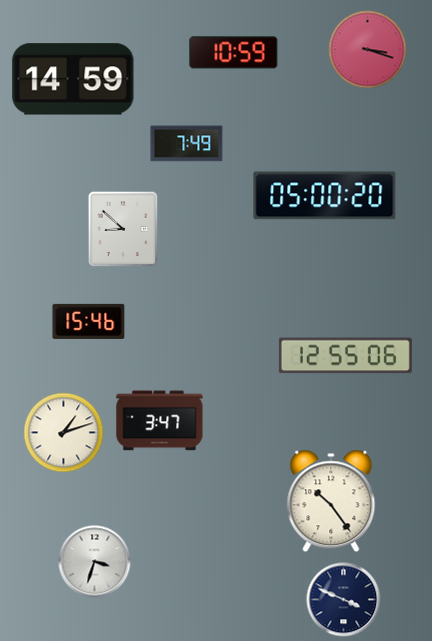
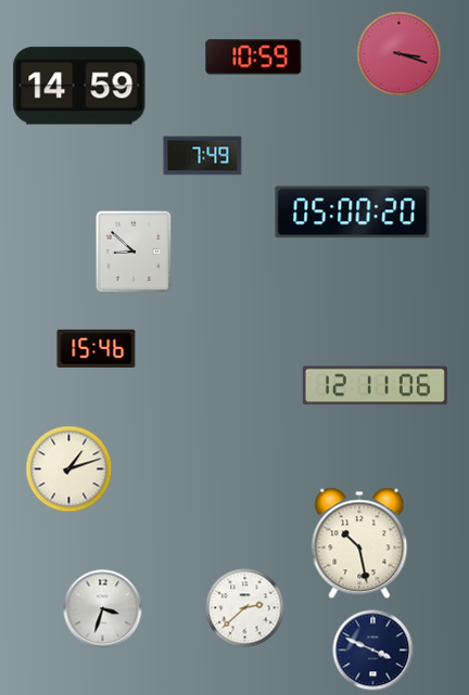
clock at (123, 229) position: (123, 229) -> (134, 252)
clock at (345, 356): 12:55 -> 12:11
clock at (160, 421): 3:47 -> none
clock at (331, 501): 10:24 -> 10:28
clock at (245, 608): none -> 2:38
